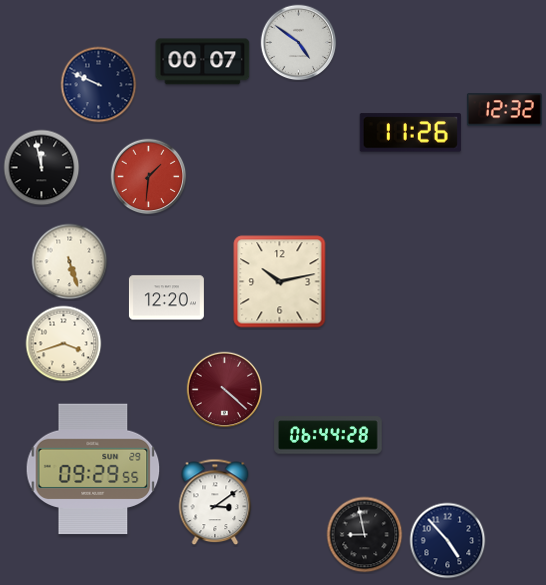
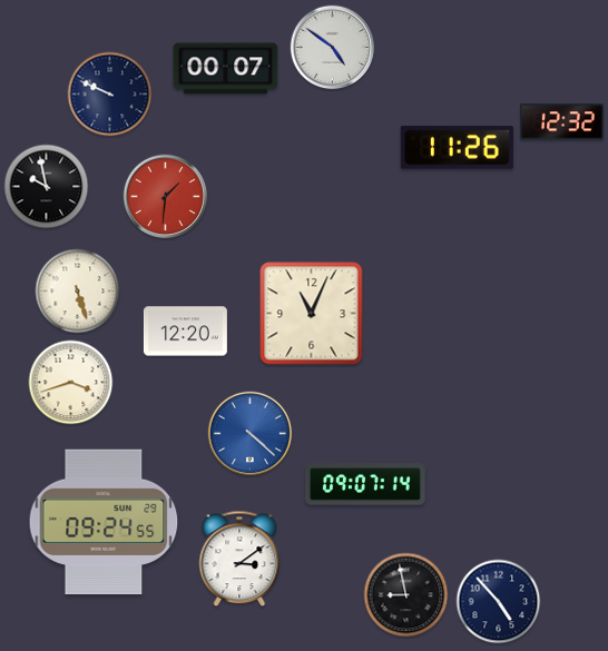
clock at (42, 168): 11:58 -> 9:58
clock at (280, 282): 10:13 -> 11:04
clock at (225, 390) dial: burgundy -> blue
clock at (328, 435): 06:44 -> 09:07
clock at (93, 469): 09:29 -> 09:24
